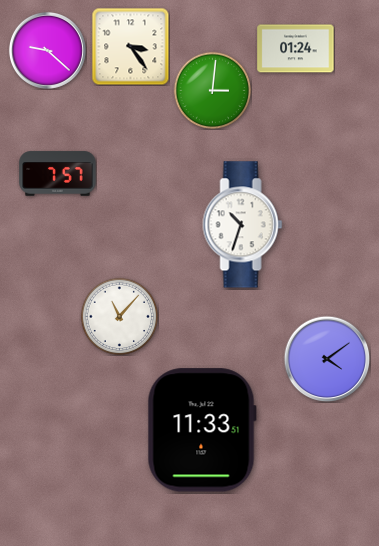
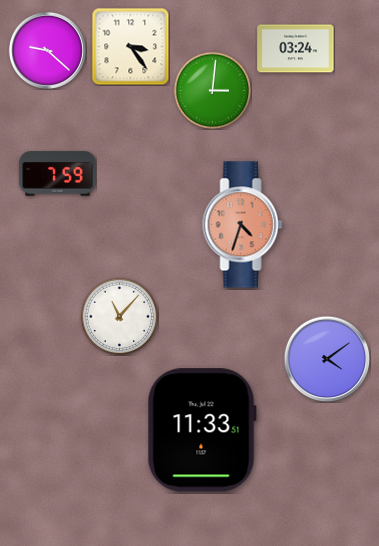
clock at (296, 49): 01:24 -> 03:24
clock at (58, 174): 7:57 -> 7:59
clock at (243, 225): 10:33 -> 4:33
clock at (243, 225) dial: white -> salmon
